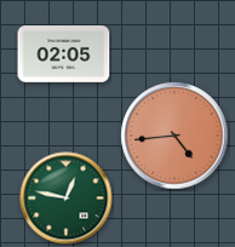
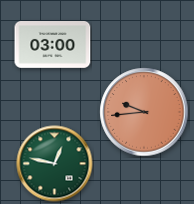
clock at (64, 54): 02:05 -> 03:00
clock at (174, 136): 4:44 -> 9:44
